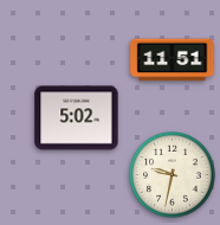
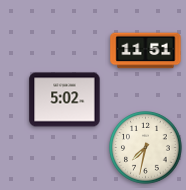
clock at (173, 175): 9:32 -> 7:32
